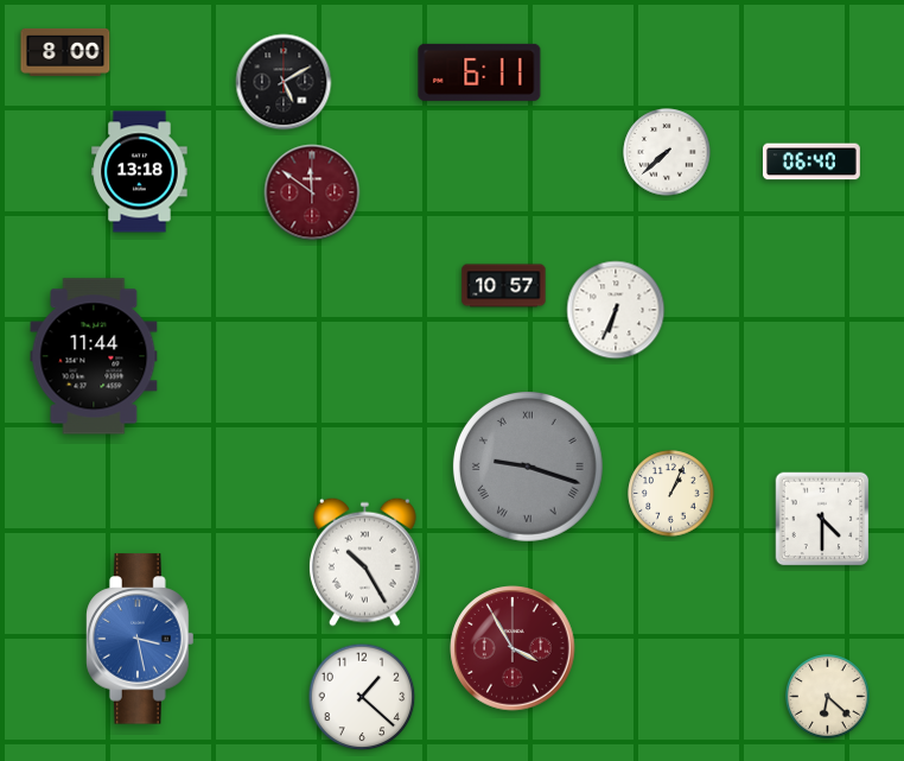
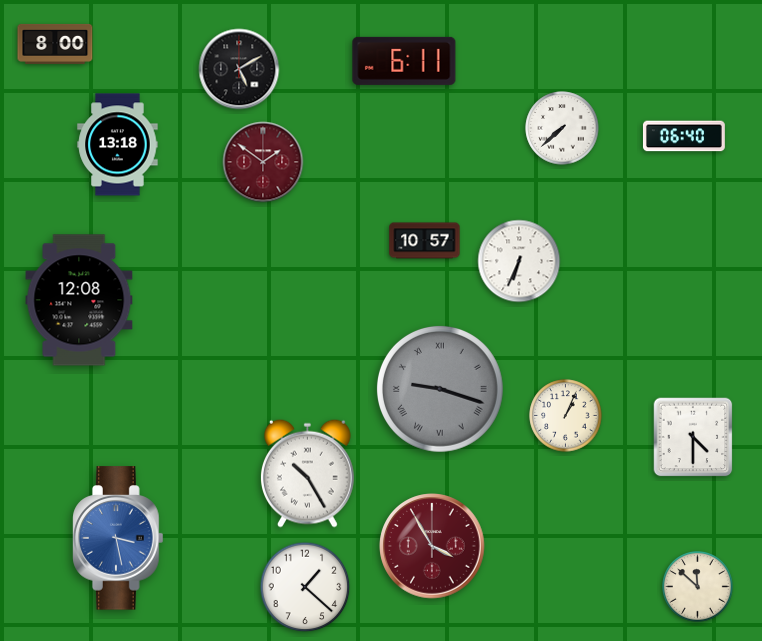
clock at (312, 192): 11:51 -> 1:51
clock at (94, 356): 11:44 -> 12:08
clock at (529, 468) position: (529, 468) -> (441, 390)
clock at (828, 697): 6:22 -> 11:52
